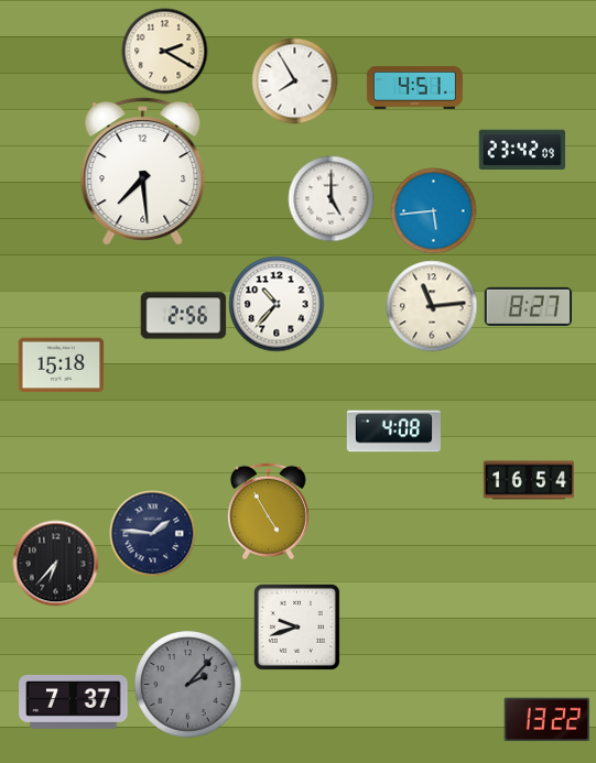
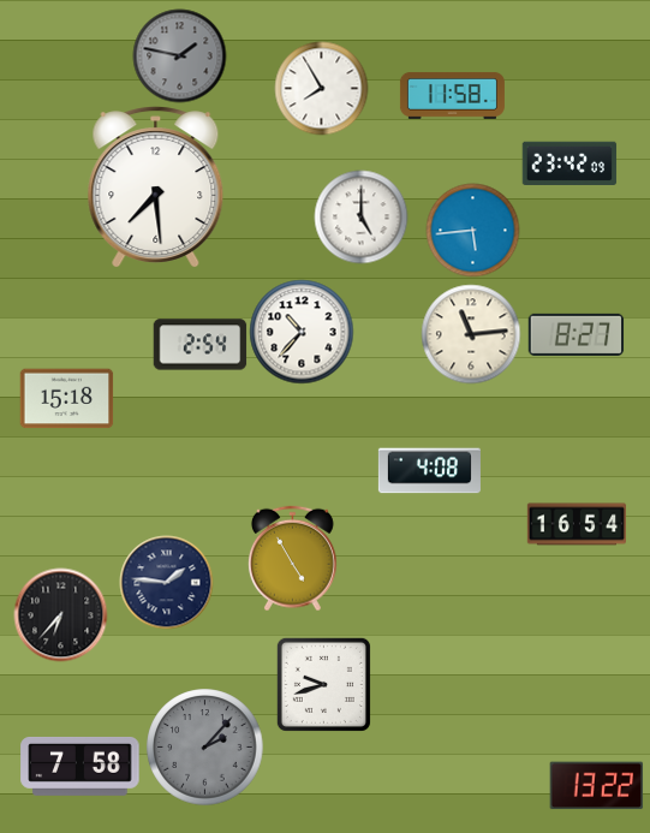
clock at (164, 51): 2:20 -> 1:47
clock at (164, 51) dial: cream -> grey
clock at (414, 88): 4:51 -> 11:58
clock at (183, 316): 2:56 -> 2:54
clock at (74, 701): 7:37 -> 7:58
